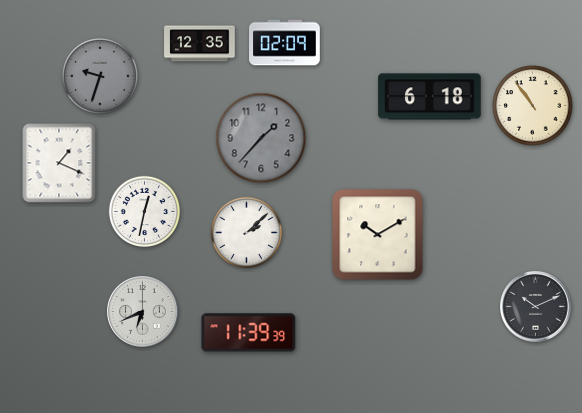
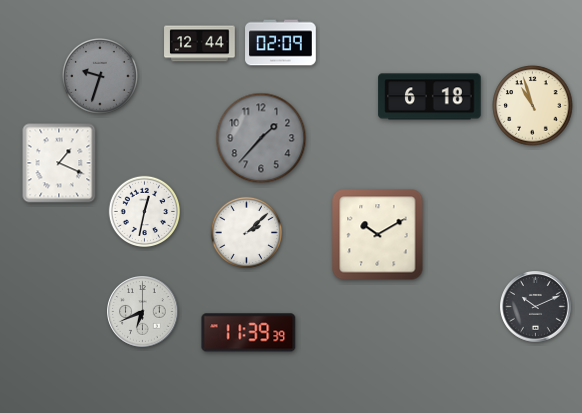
clock at (285, 43) position: (285, 43) -> (281, 43)
clock at (200, 44): 12:35 -> 12:44
clock at (533, 106): 10:54 -> 10:57
